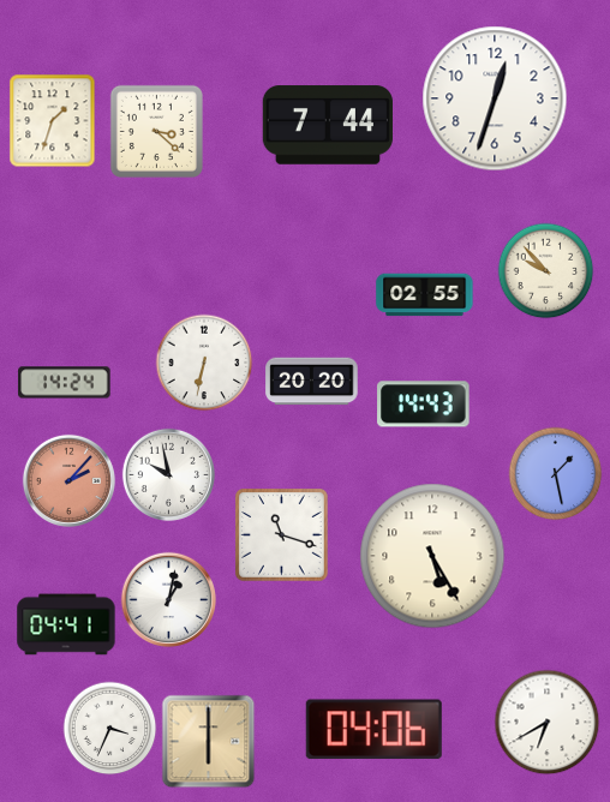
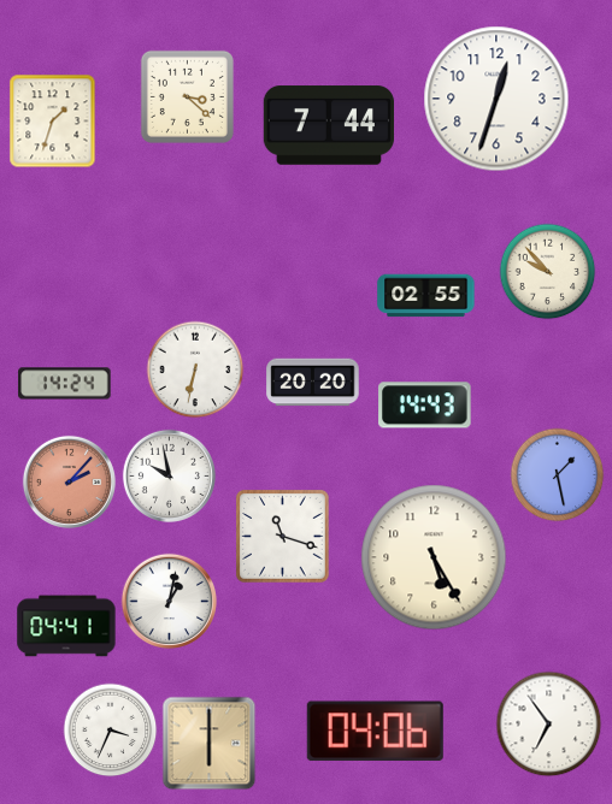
clock at (156, 131) position: (156, 131) -> (187, 96)
clock at (204, 363) position: (204, 363) -> (195, 370)
clock at (546, 722): 6:40 -> 6:54
